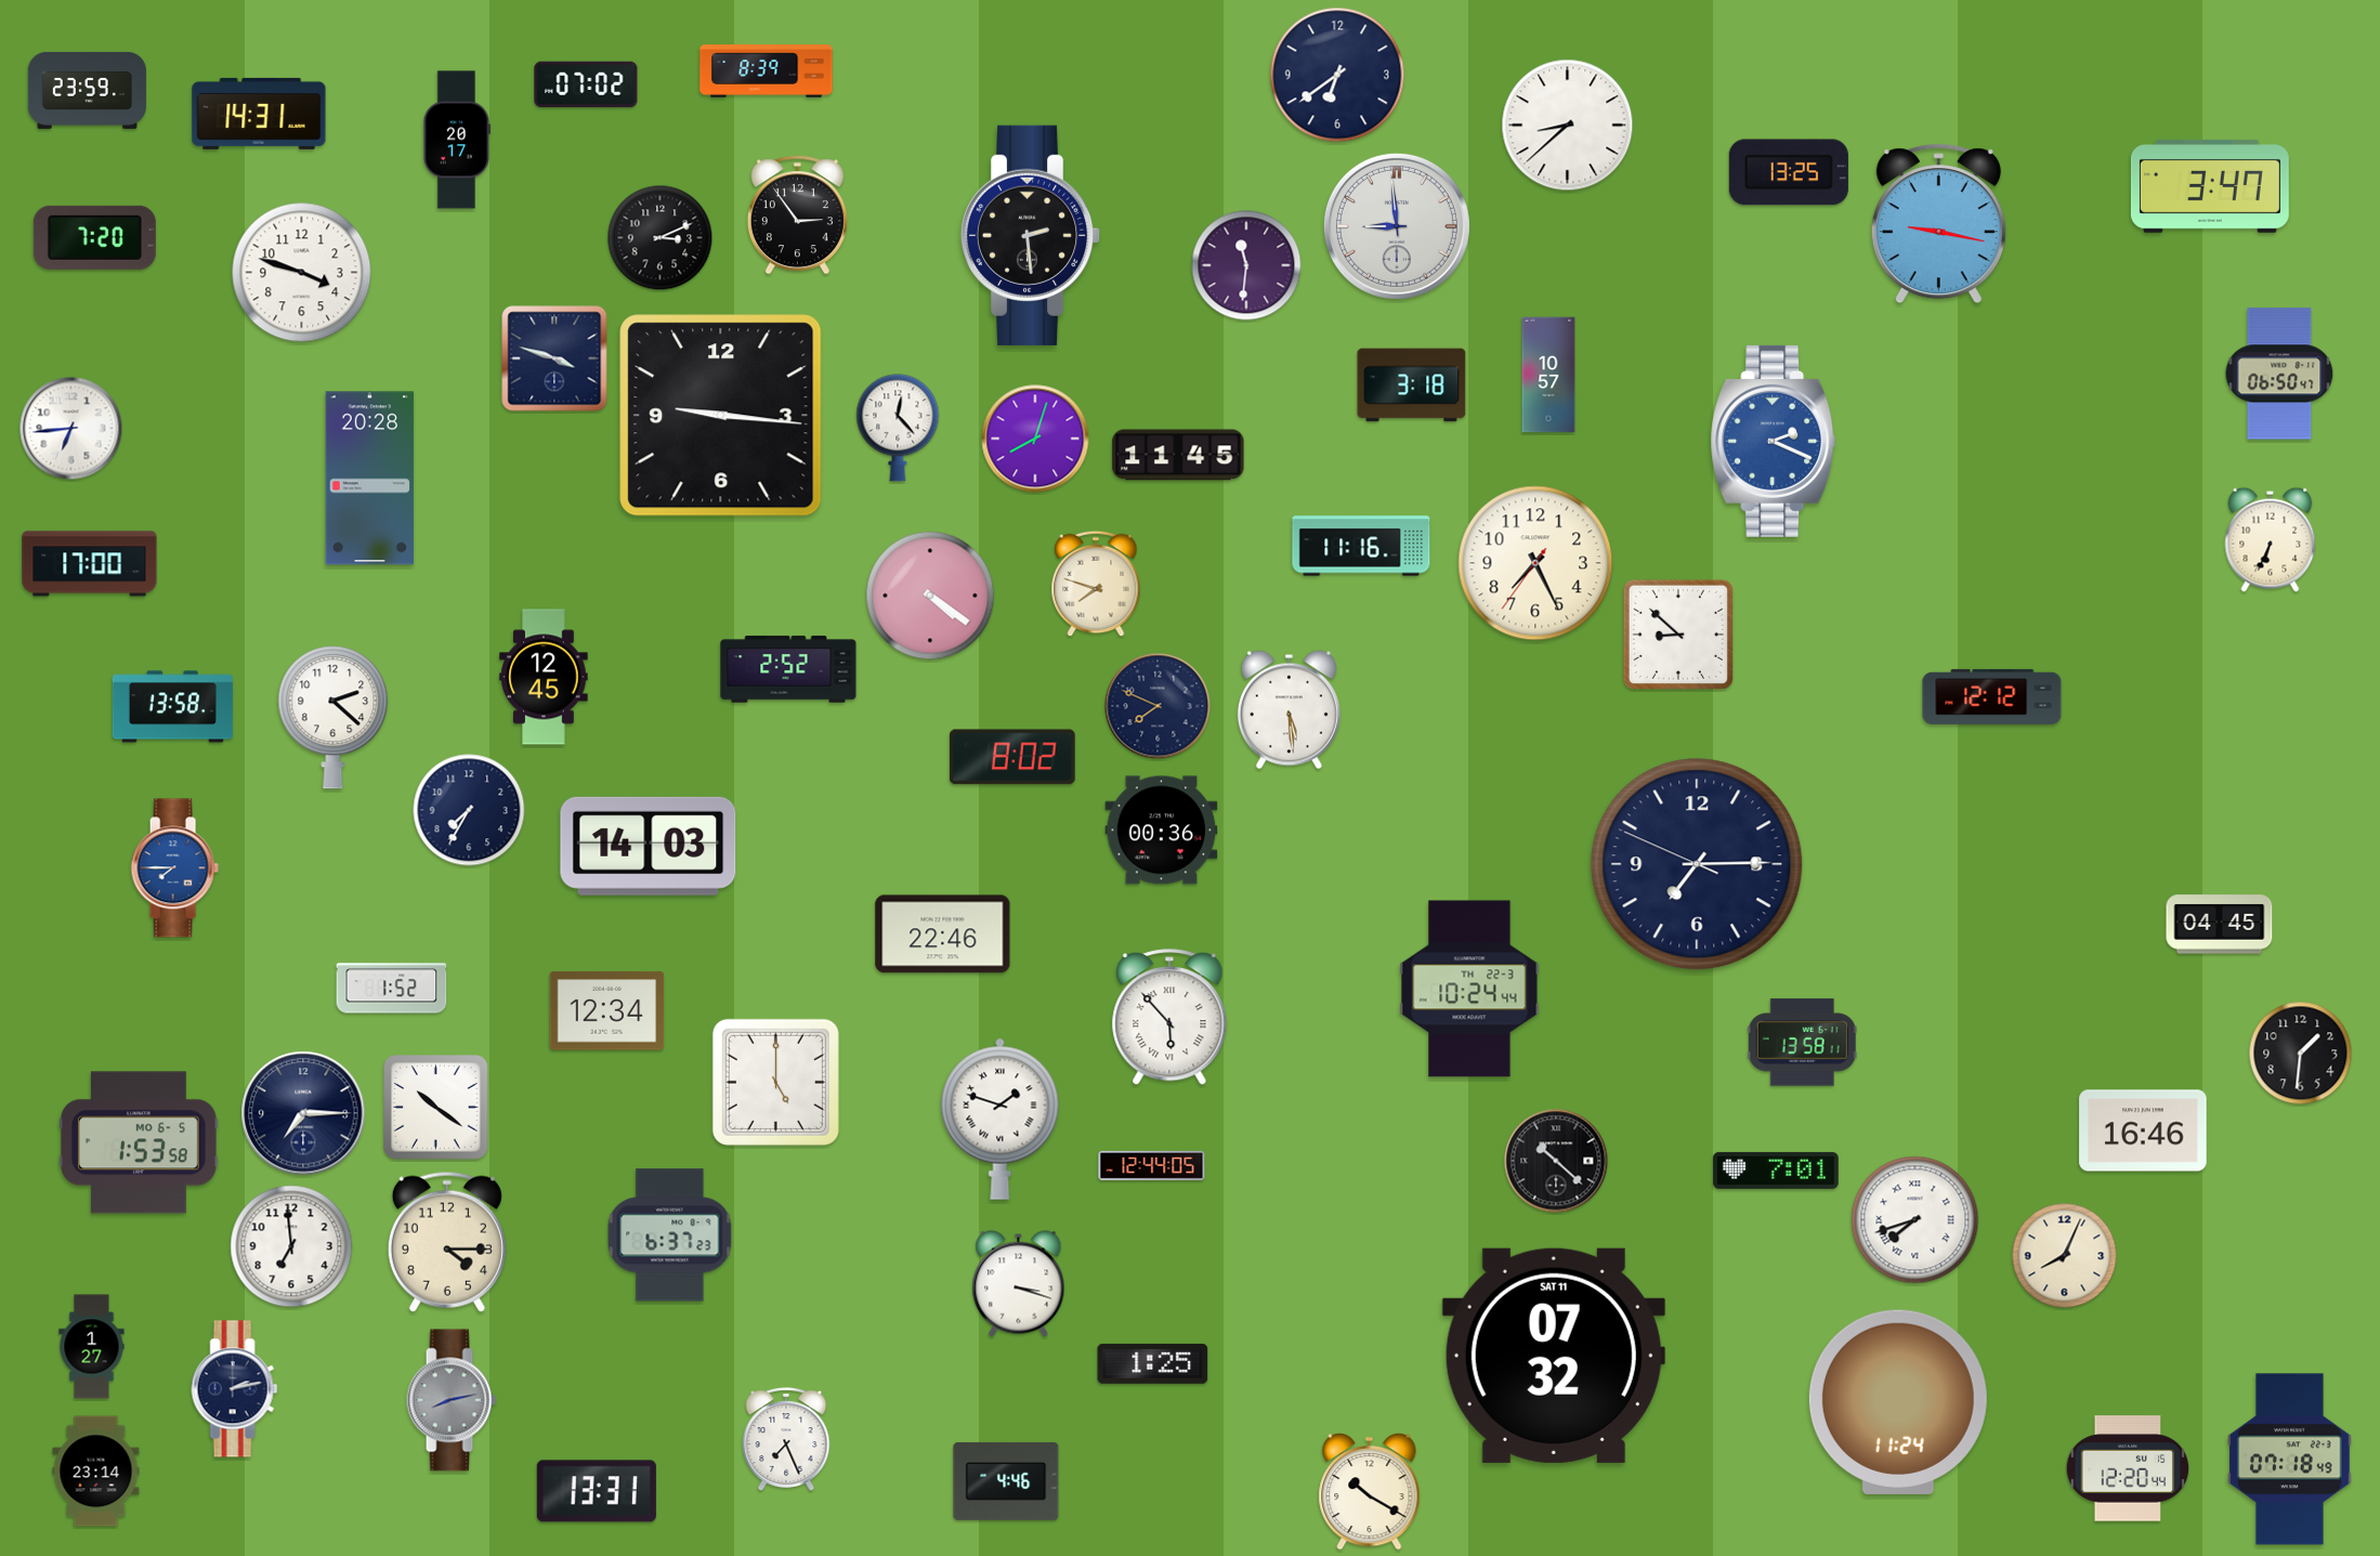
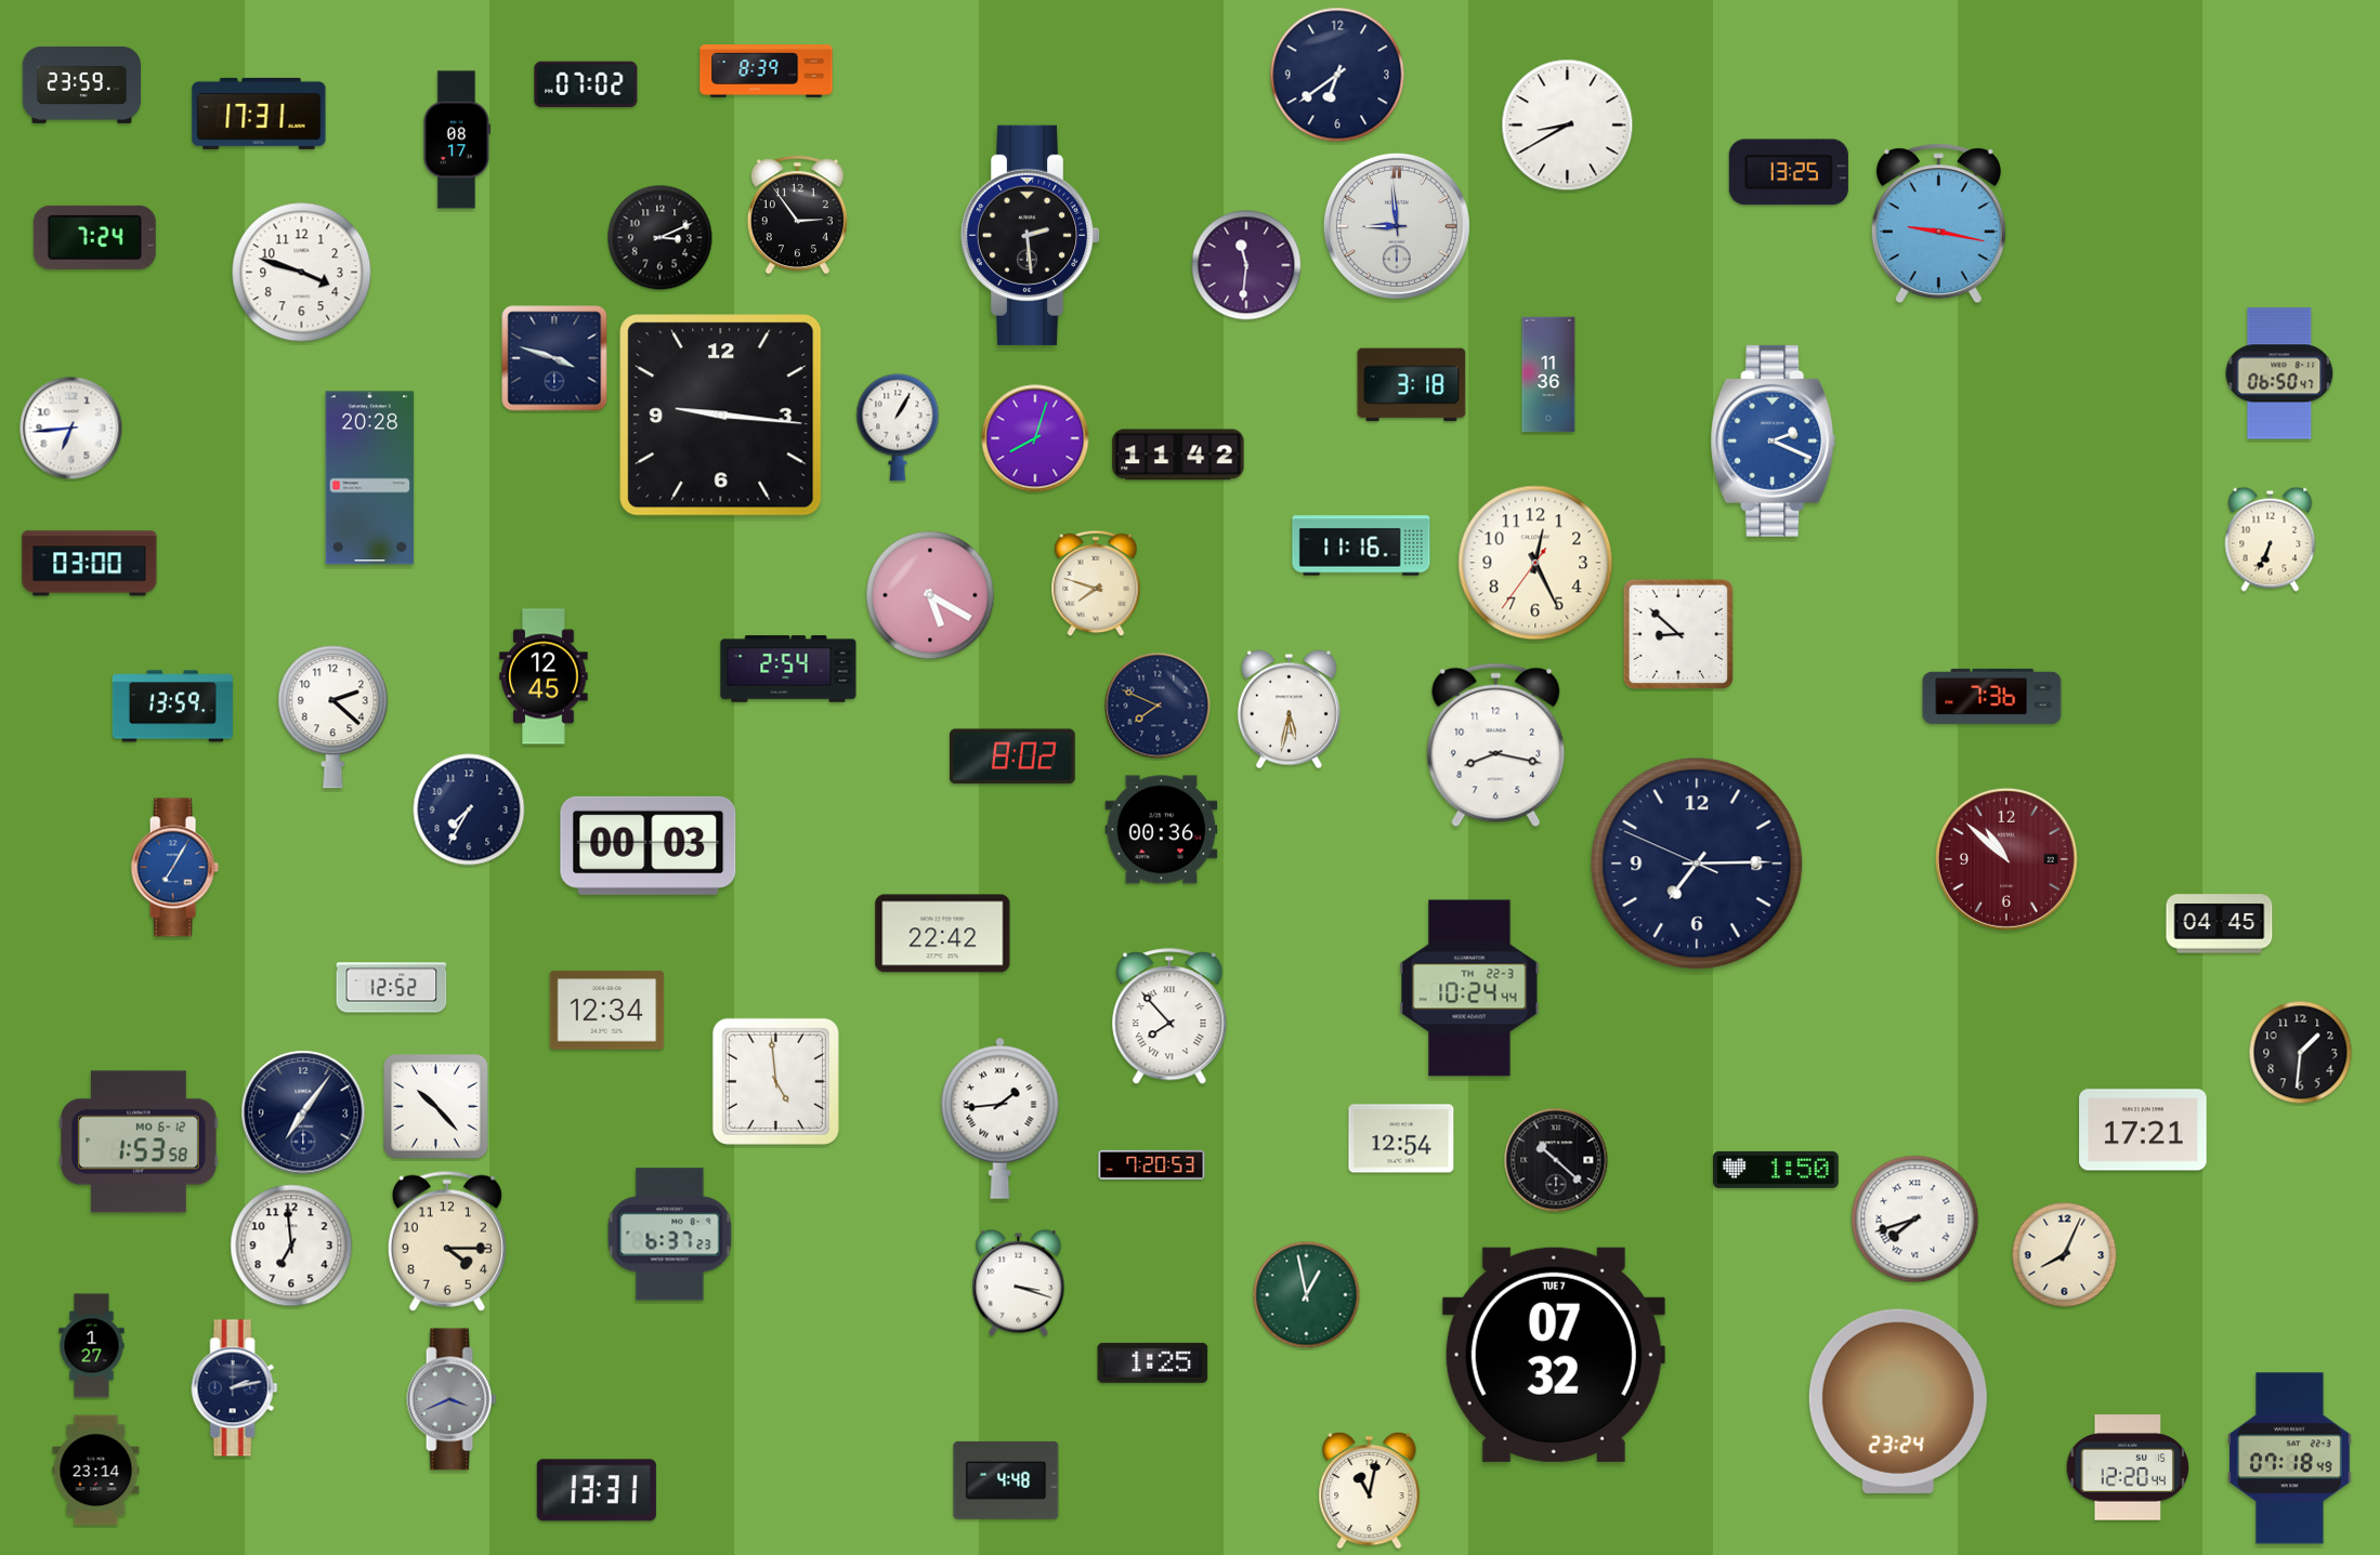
clock at (87, 90) position: (87, 90) -> (81, 84)
clock at (259, 114): 14:31 -> 17:31
clock at (1568, 126): 8:38 -> 8:40
clock at (456, 140): 20:17 -> 08:17
clock at (2210, 186): 3:47 -> none
clock at (94, 237): 7:20 -> 7:24
clock at (1548, 375): 10:57 -> 11:36
clock at (898, 428): 12:23 -> 1:05
clock at (1178, 455): 11:45 -> 11:42
clock at (1535, 563): 7:25 -> 12:25
clock at (90, 564): 17:00 -> 03:00
clock at (930, 596): 4:21 -> 5:20
clock at (788, 669): 2:52 -> 2:54
clock at (1992, 696): 12:12 -> 7:36
clock at (172, 707): 13:58 -> 13:59
clock at (1289, 710): 5:29 -> 5:32
clock at (1496, 746): none -> 8:17
clock at (649, 846): 14:03 -> 00:03
clock at (2006, 859): none -> 10:52
clock at (174, 868): 7:45 -> 7:05
clock at (943, 934): 22:46 -> 22:42
clock at (392, 989): 1:52 -> 12:52
clock at (1169, 1018): 5:53 -> 7:53
clock at (1802, 1043): 13:58 -> none
clock at (775, 1082): 5:00 -> 4:59
clock at (436, 1108): 10:21 -> 10:23
clock at (303, 1113): 7:15 -> 7:06
clock at (1001, 1119): 1:48 -> 1:44
clock at (2143, 1130): 16:46 -> 17:21
clock at (1401, 1138): none -> 12:54
clock at (140, 1142) date: MO 6-5 -> MO 6-12
clock at (1152, 1165): 12:44 -> 7:20
clock at (1776, 1171): 7:01 -> 1:50
clock at (1307, 1295): none -> 12:58
clock at (1554, 1356) date: SAT 11 -> TUE 7
clock at (452, 1400): 8:13 -> 3:41
clock at (1898, 1402): 11:24 -> 23:24
clock at (786, 1440): 7:26 -> none
clock at (1006, 1481): 4:46 -> 4:48
clock at (1370, 1491): 10:20 -> 11:02
